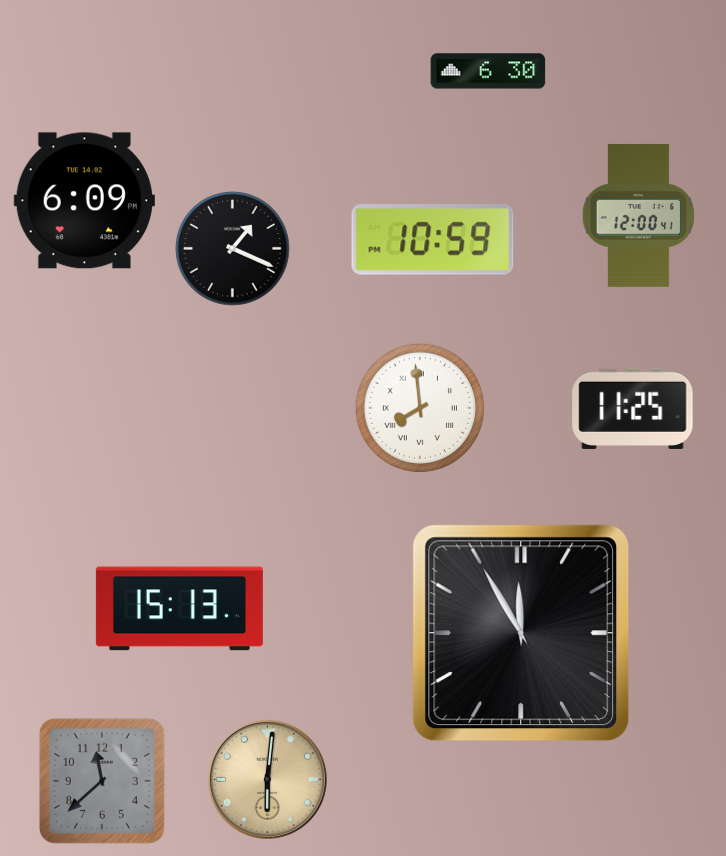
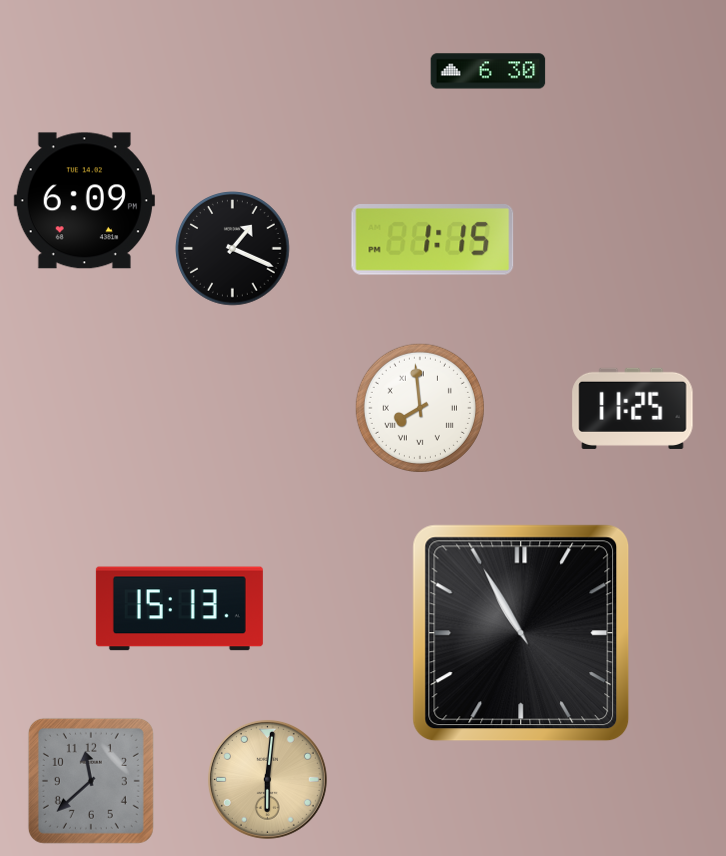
clock at (638, 215): 12:00 -> none
clock at (433, 240): 10:59 -> 1:15
clock at (521, 633): 11:55 -> 10:55
clock at (102, 781) position: (102, 781) -> (91, 781)
